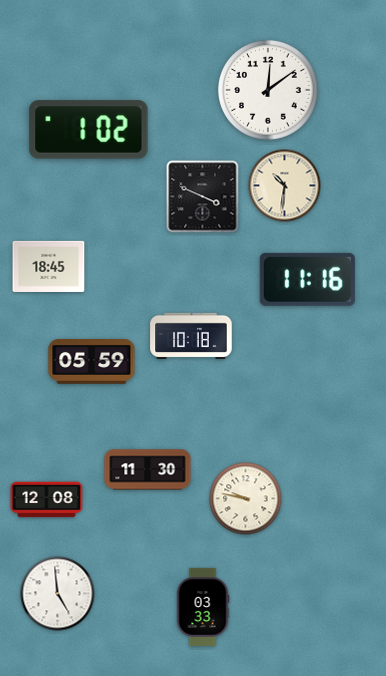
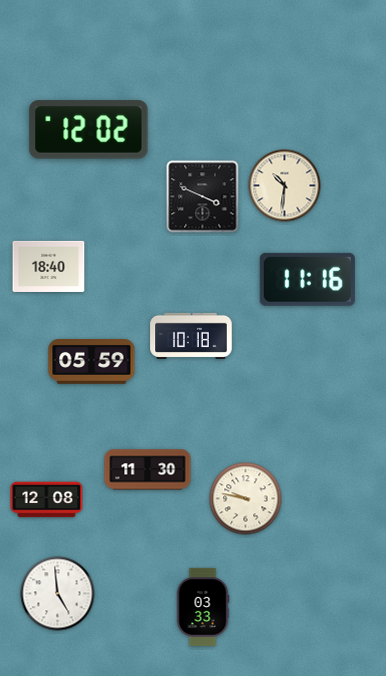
clock at (269, 91): 12:09 -> none
clock at (89, 130): 1:02 -> 12:02
clock at (49, 266): 18:45 -> 18:40
